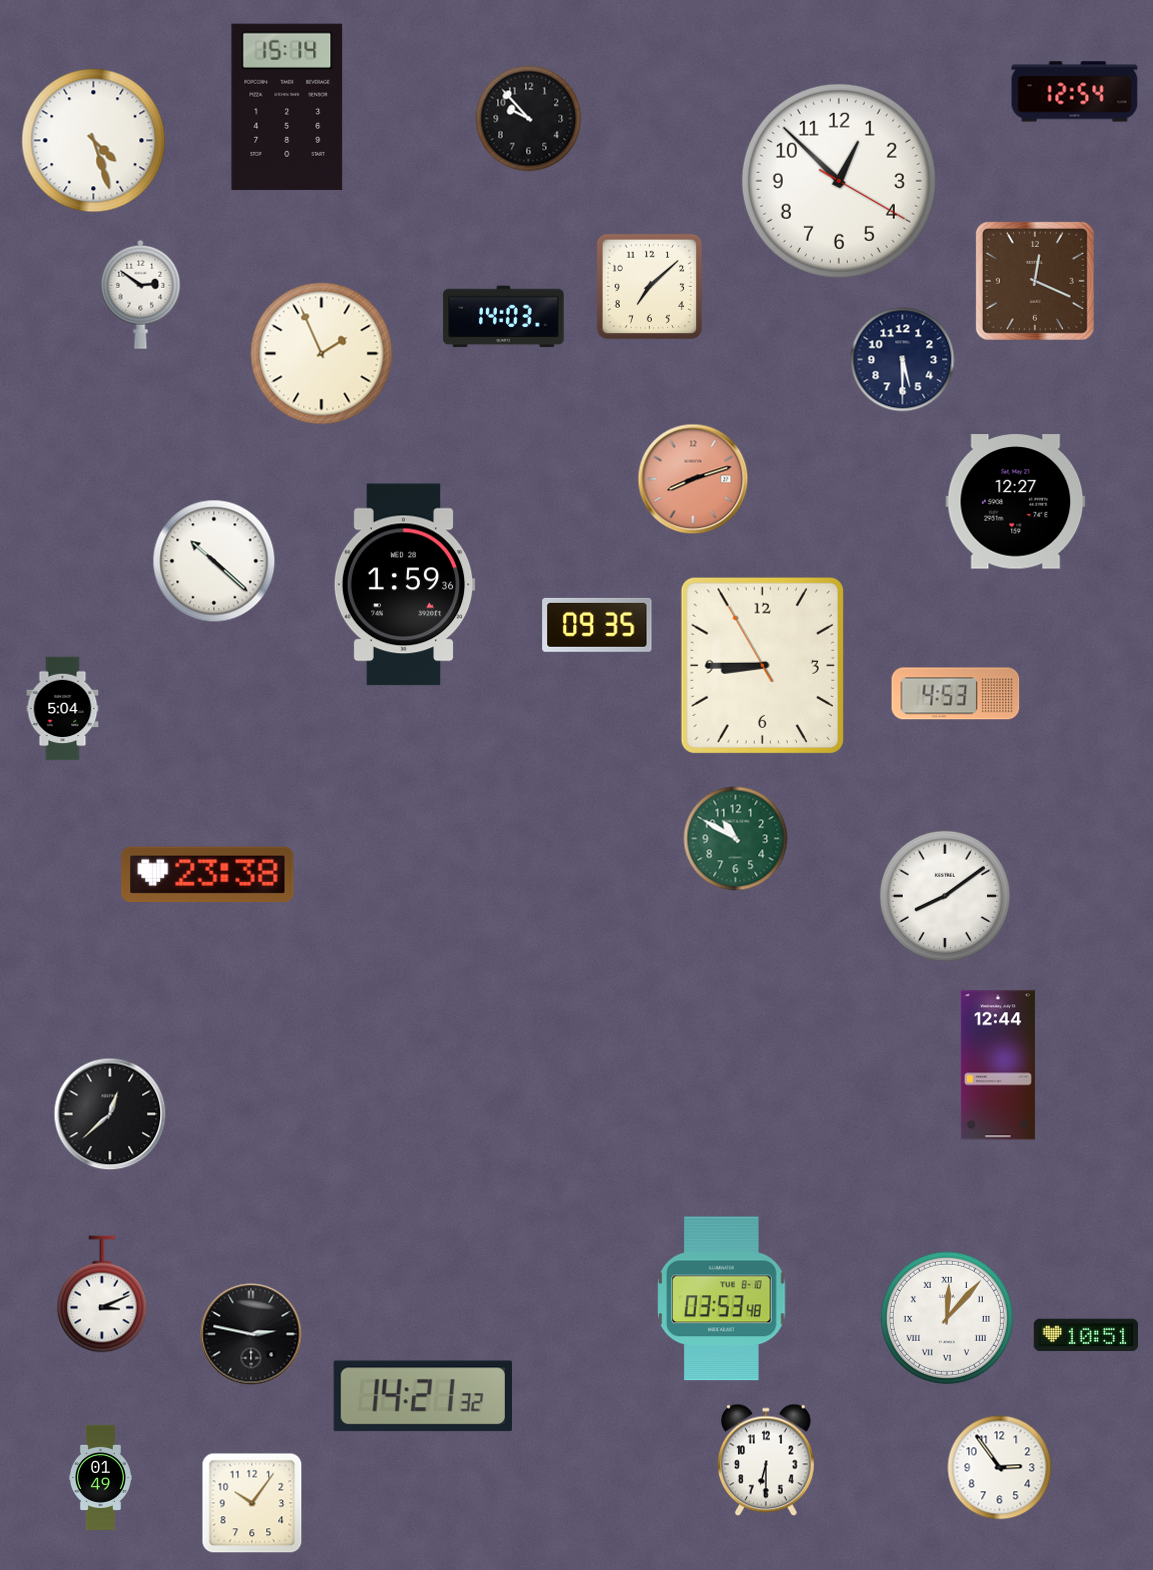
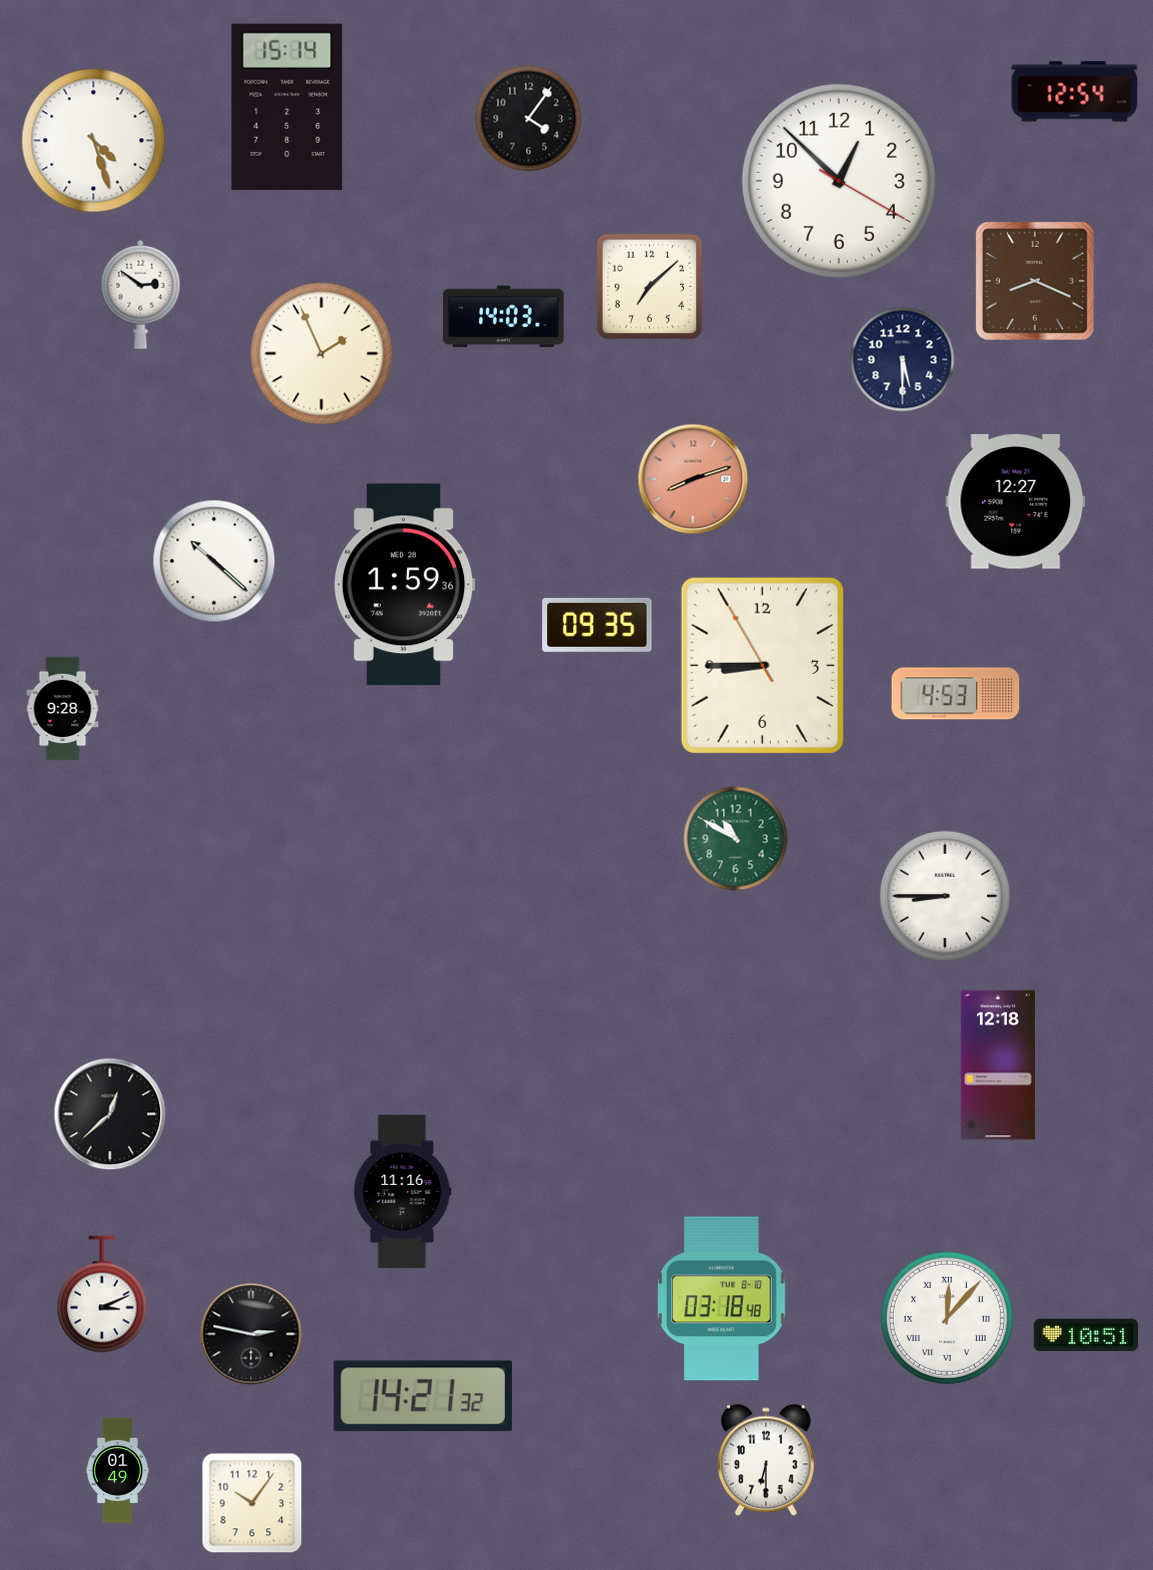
clock at (529, 119): 9:53 -> 4:06
clock at (1035, 281): 12:19 -> 8:19
clock at (63, 709): 5:04 -> 9:28
clock at (208, 875): 23:38 -> none
clock at (945, 896): 8:09 -> 8:45
clock at (998, 1065): 12:44 -> 12:18
clock at (403, 1192): none -> 11:16
clock at (722, 1299): 03:53 -> 03:18
clock at (1000, 1468): 2:54 -> none
clock at (100, 1477) position: (100, 1477) -> (117, 1470)
